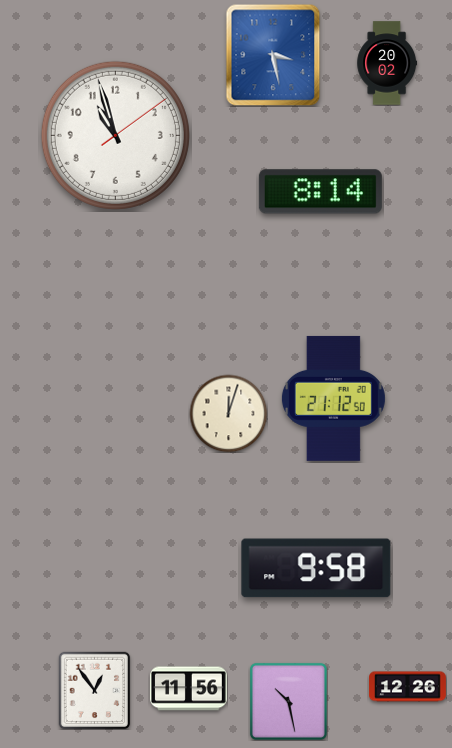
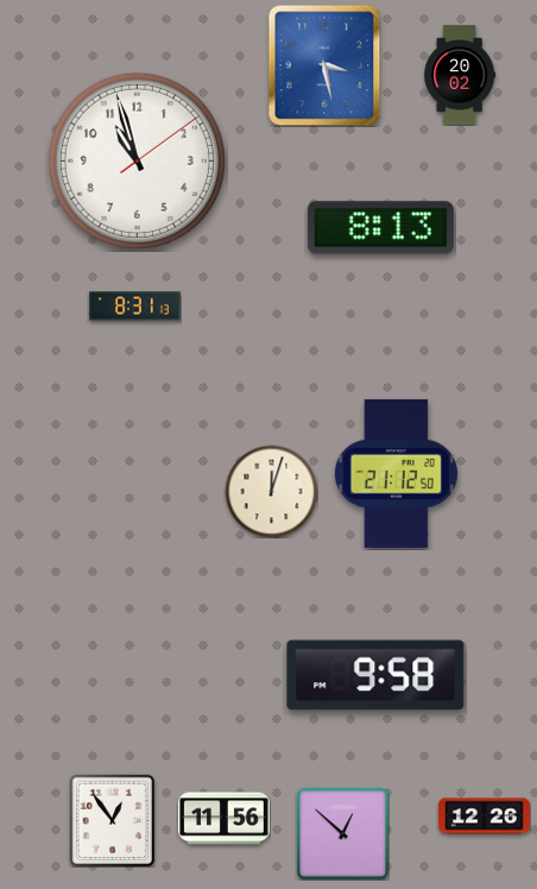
clock at (320, 192): 8:14 -> 8:13
clock at (135, 307): none -> 8:31
clock at (288, 701): 10:28 -> 12:52
